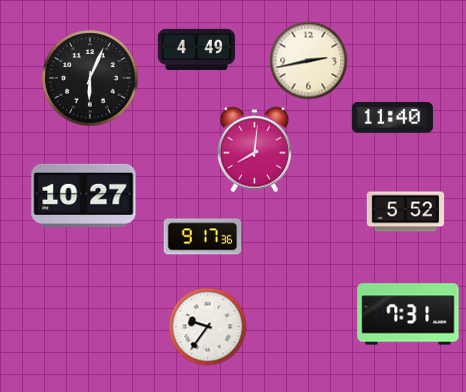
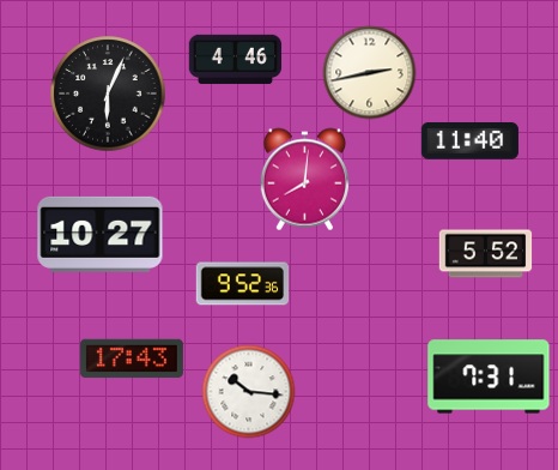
clock at (196, 49): 4:49 -> 4:46
clock at (202, 237): 9:17 -> 9:52
clock at (132, 358): none -> 17:43
clock at (207, 326): 9:36 -> 10:16
